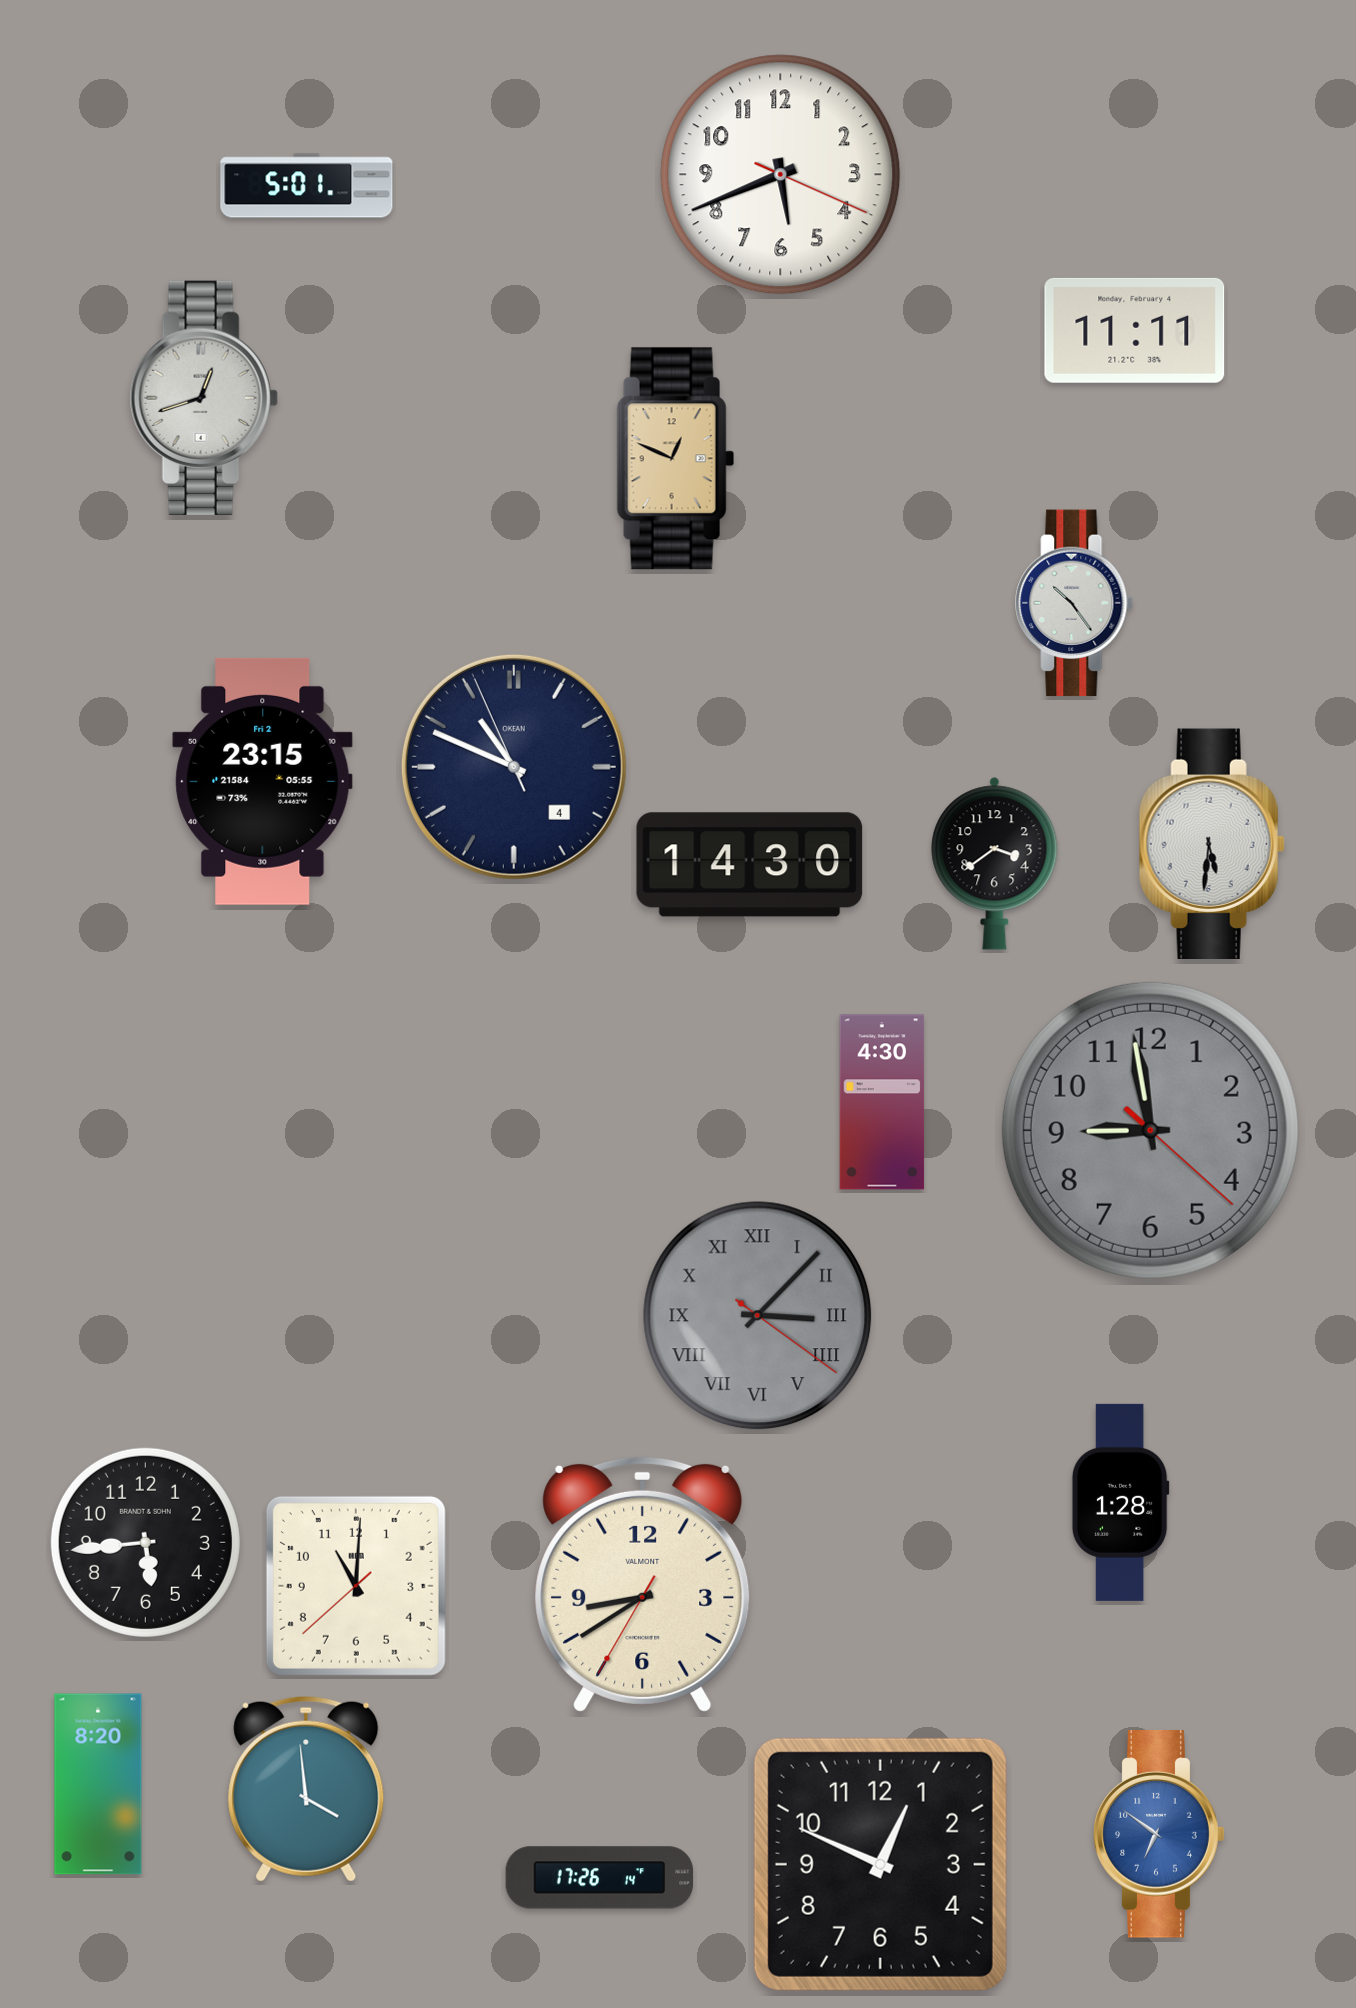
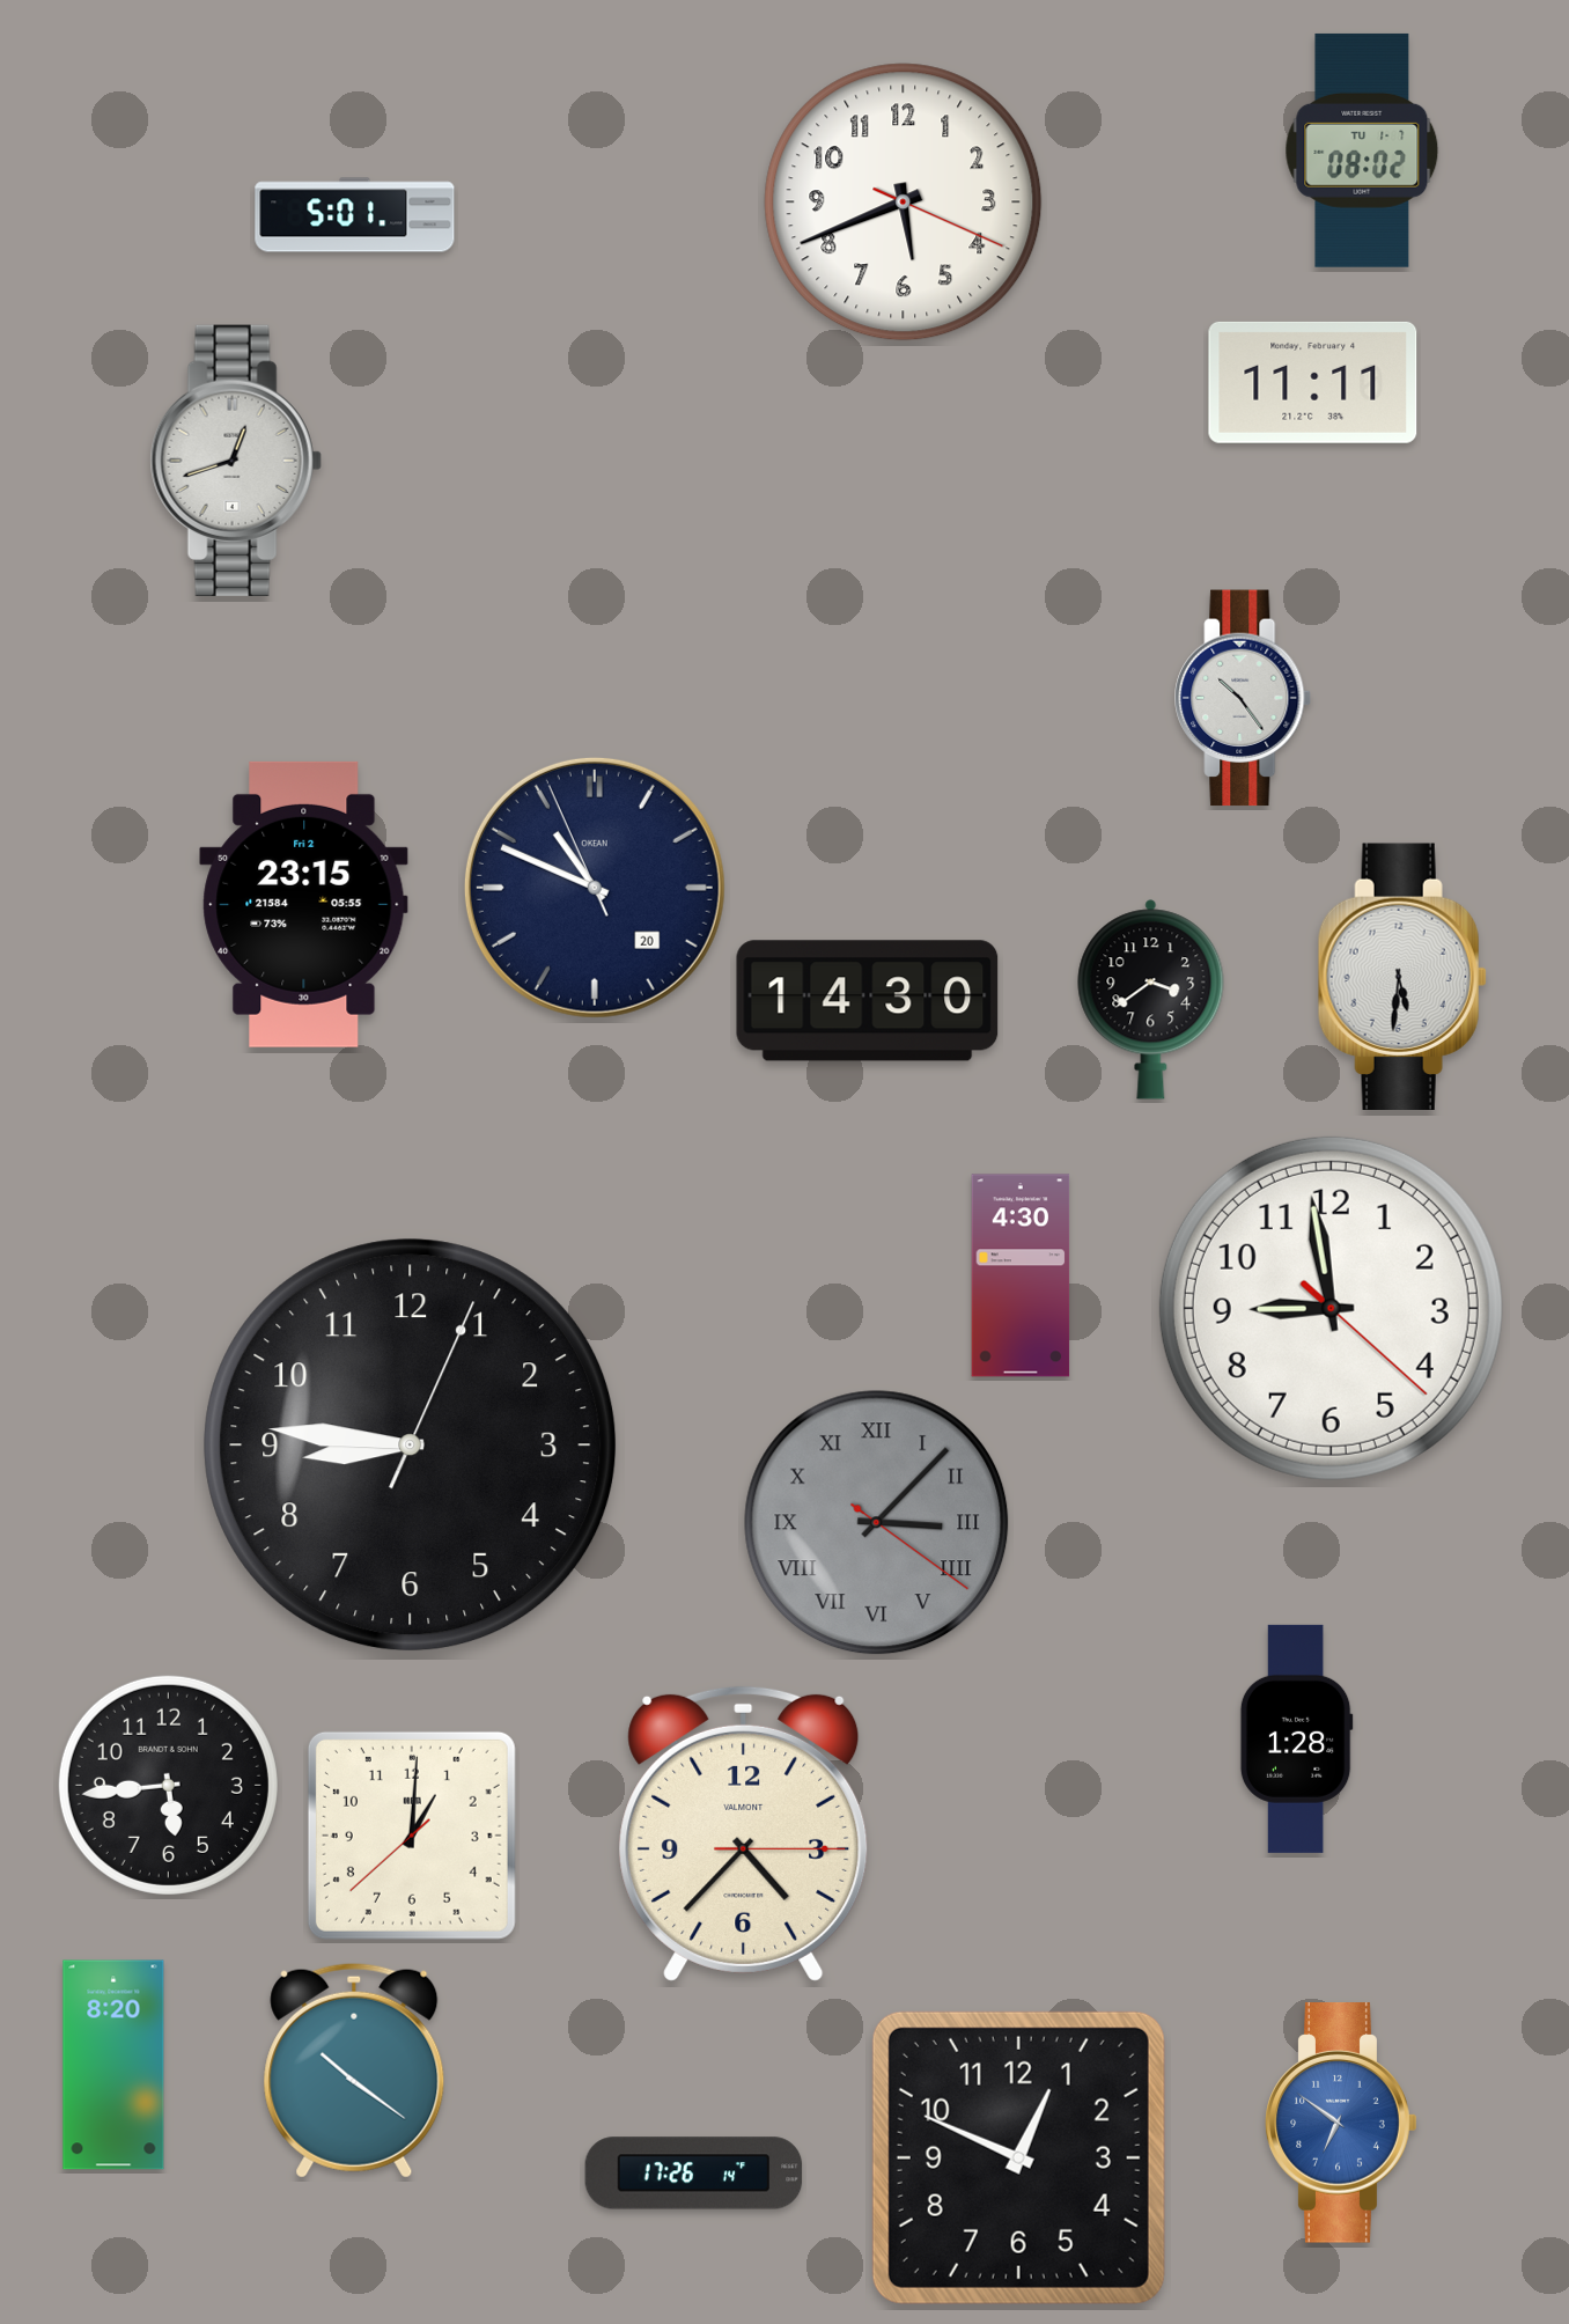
clock at (1362, 150): none -> 08:02
clock at (676, 459): 12:49 -> none
clock at (514, 767) date: 4 -> 20
clock at (1150, 1130) dial: grey -> white
clock at (411, 1446): none -> 8:46
clock at (643, 1584): 8:39 -> 4:37
clock at (356, 1586): 11:00 -> 1:00
clock at (306, 1789): 3:59 -> 10:21
